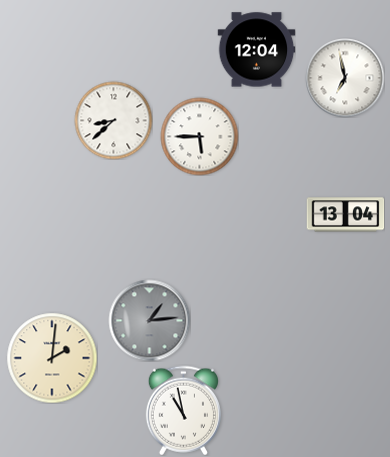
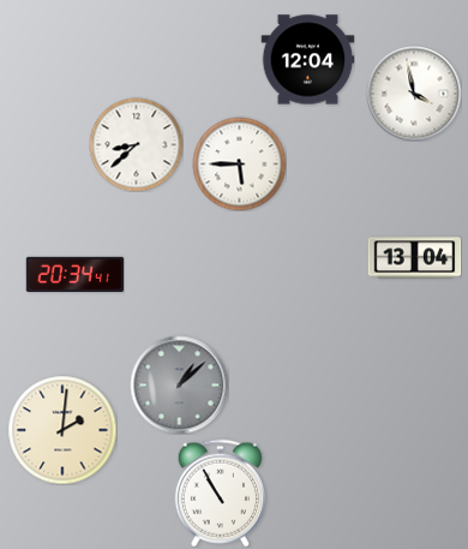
clock at (345, 78): 6:58 -> 3:58
clock at (74, 275): none -> 20:34
clock at (149, 320): 1:14 -> 1:08
clock at (183, 410): 10:58 -> 10:55
